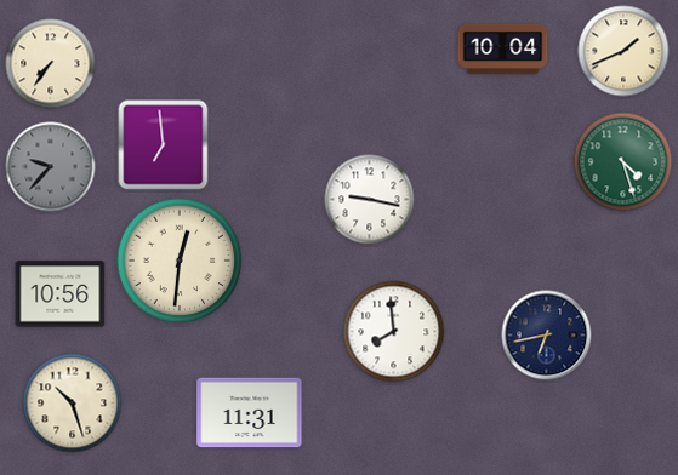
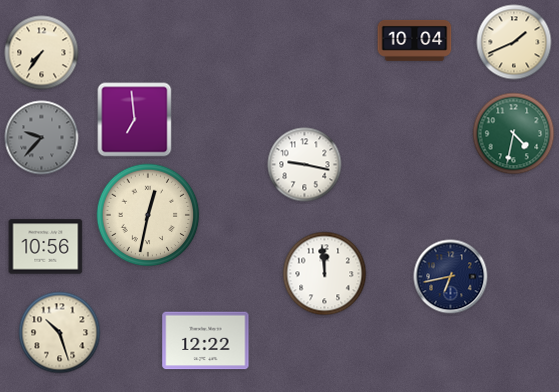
clock at (623, 162): 4:27 -> 4:32
clock at (180, 261): 12:31 -> 12:32
clock at (61, 294) position: (61, 294) -> (46, 247)
clock at (394, 332): 7:59 -> 11:59
clock at (250, 413): 11:31 -> 12:22
